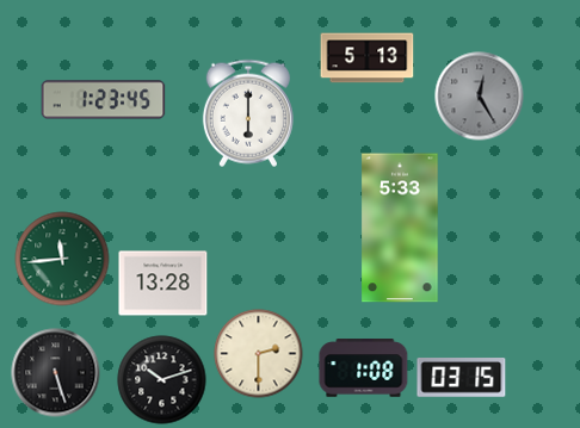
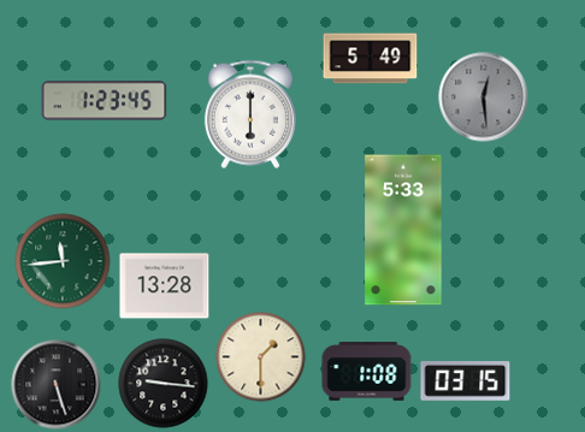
clock at (368, 58): 5:13 -> 5:49
clock at (480, 97): 12:25 -> 12:29
clock at (259, 354): 2:30 -> 1:30
clock at (56, 373) position: (56, 373) -> (57, 385)
clock at (162, 380): 10:12 -> 9:16
